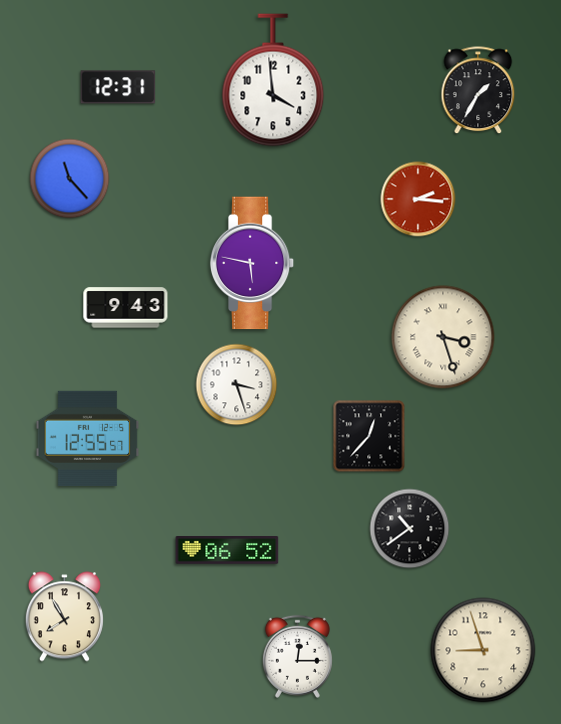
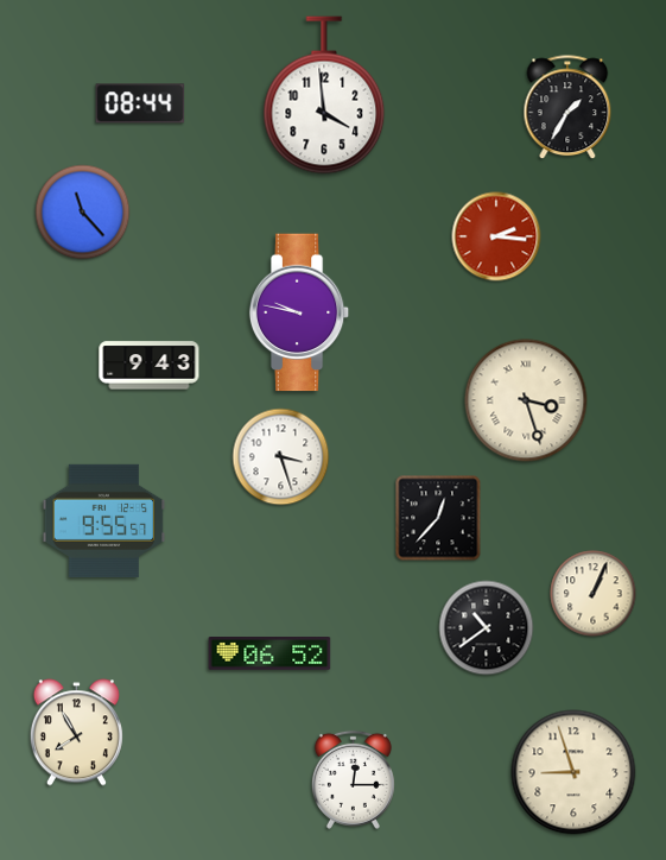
clock at (118, 87): 12:31 -> 08:44
clock at (252, 263): 5:47 -> 9:47
clock at (88, 438): 12:55 -> 9:55
clock at (594, 594): none -> 1:04
